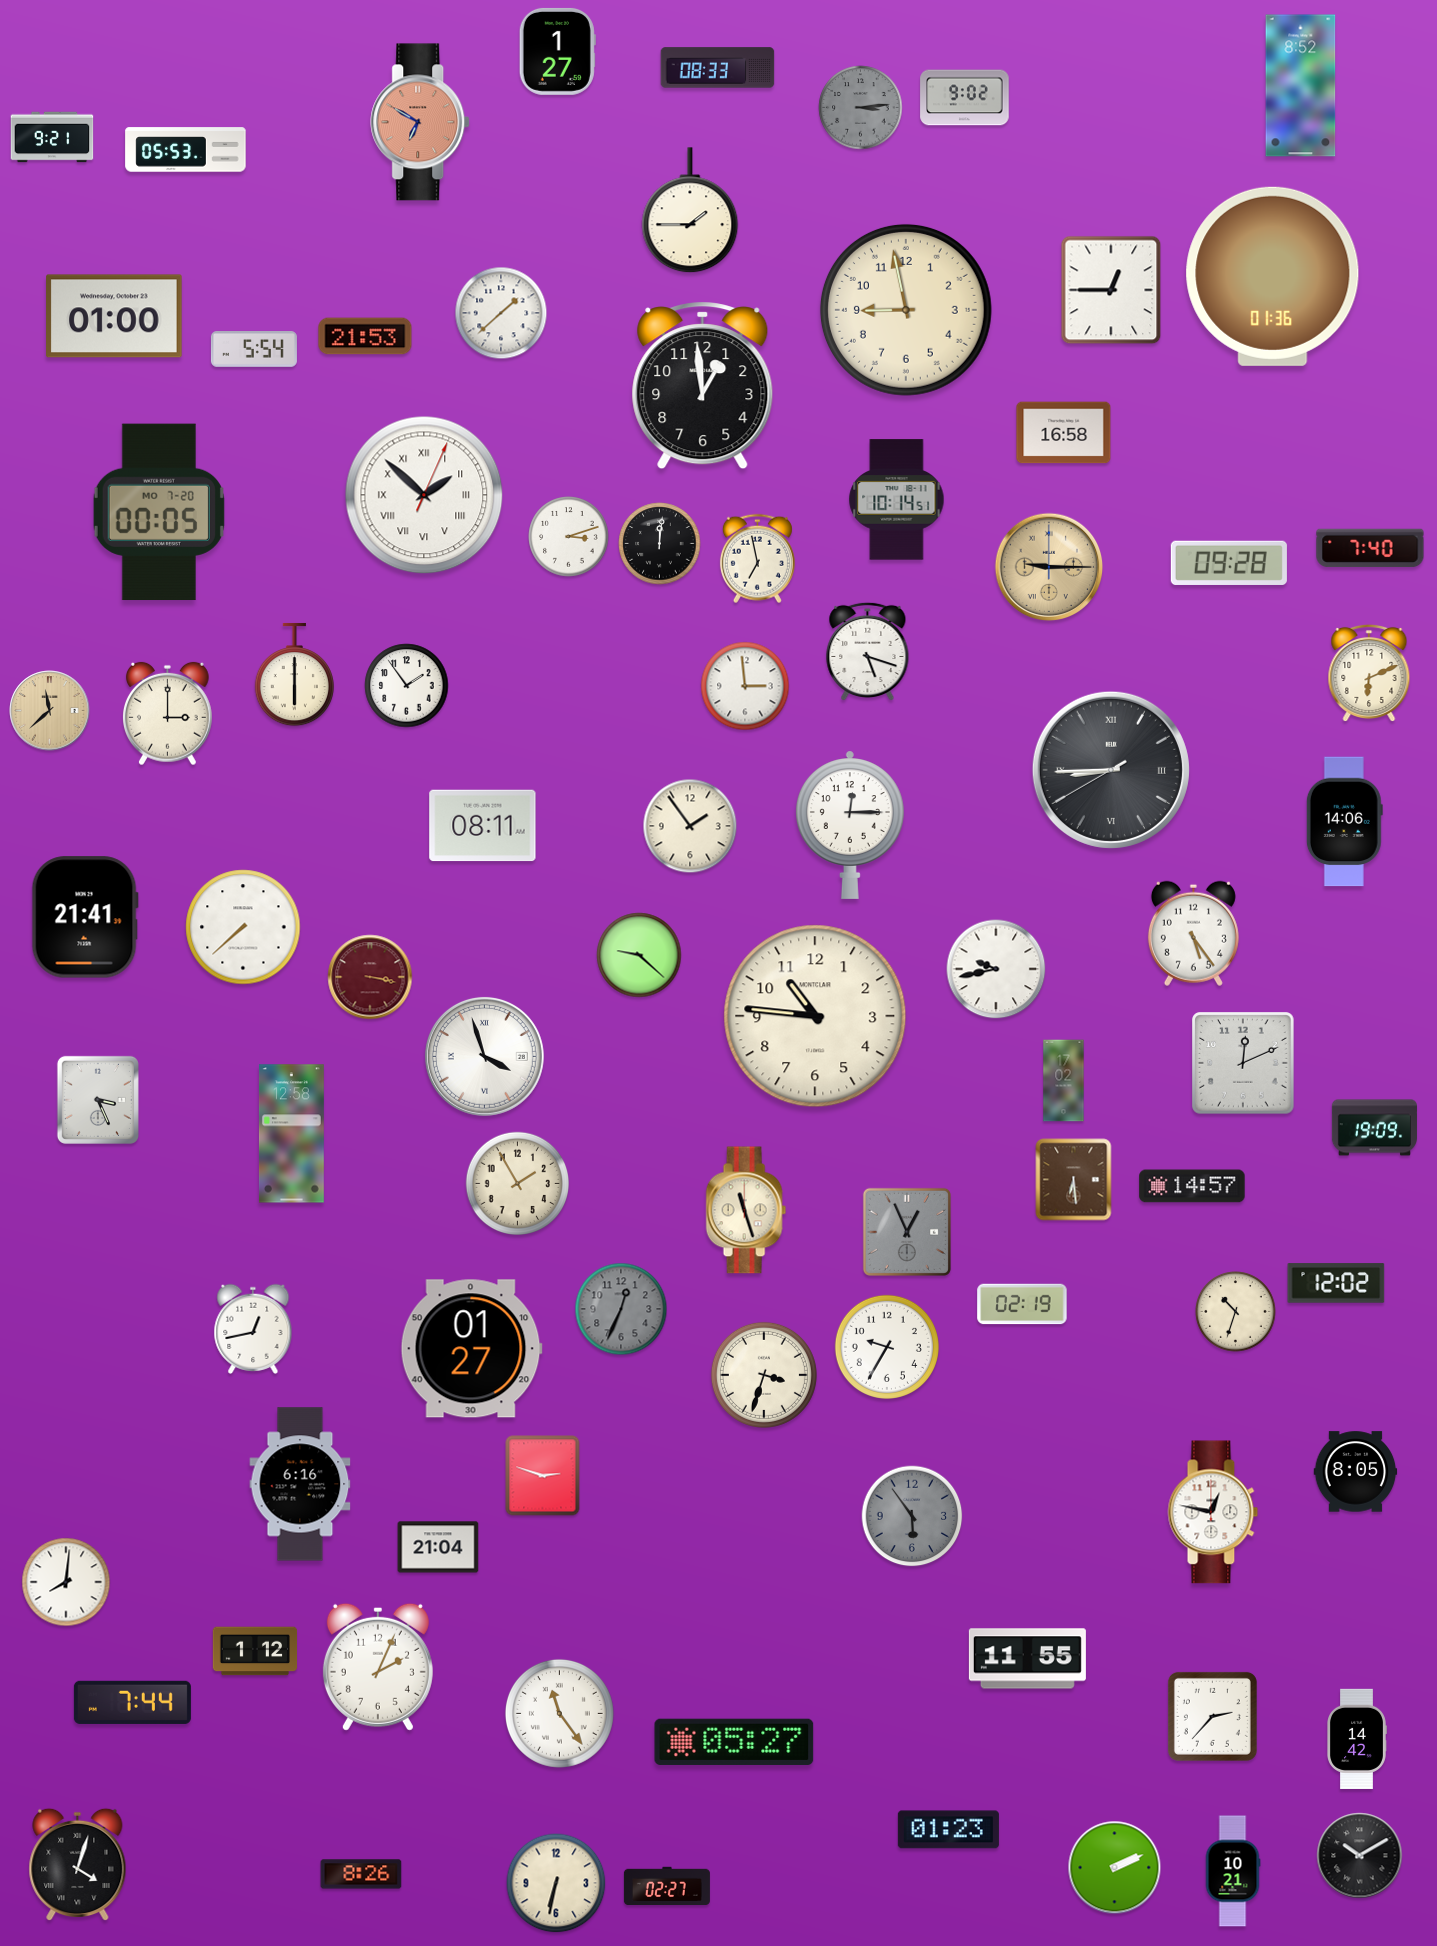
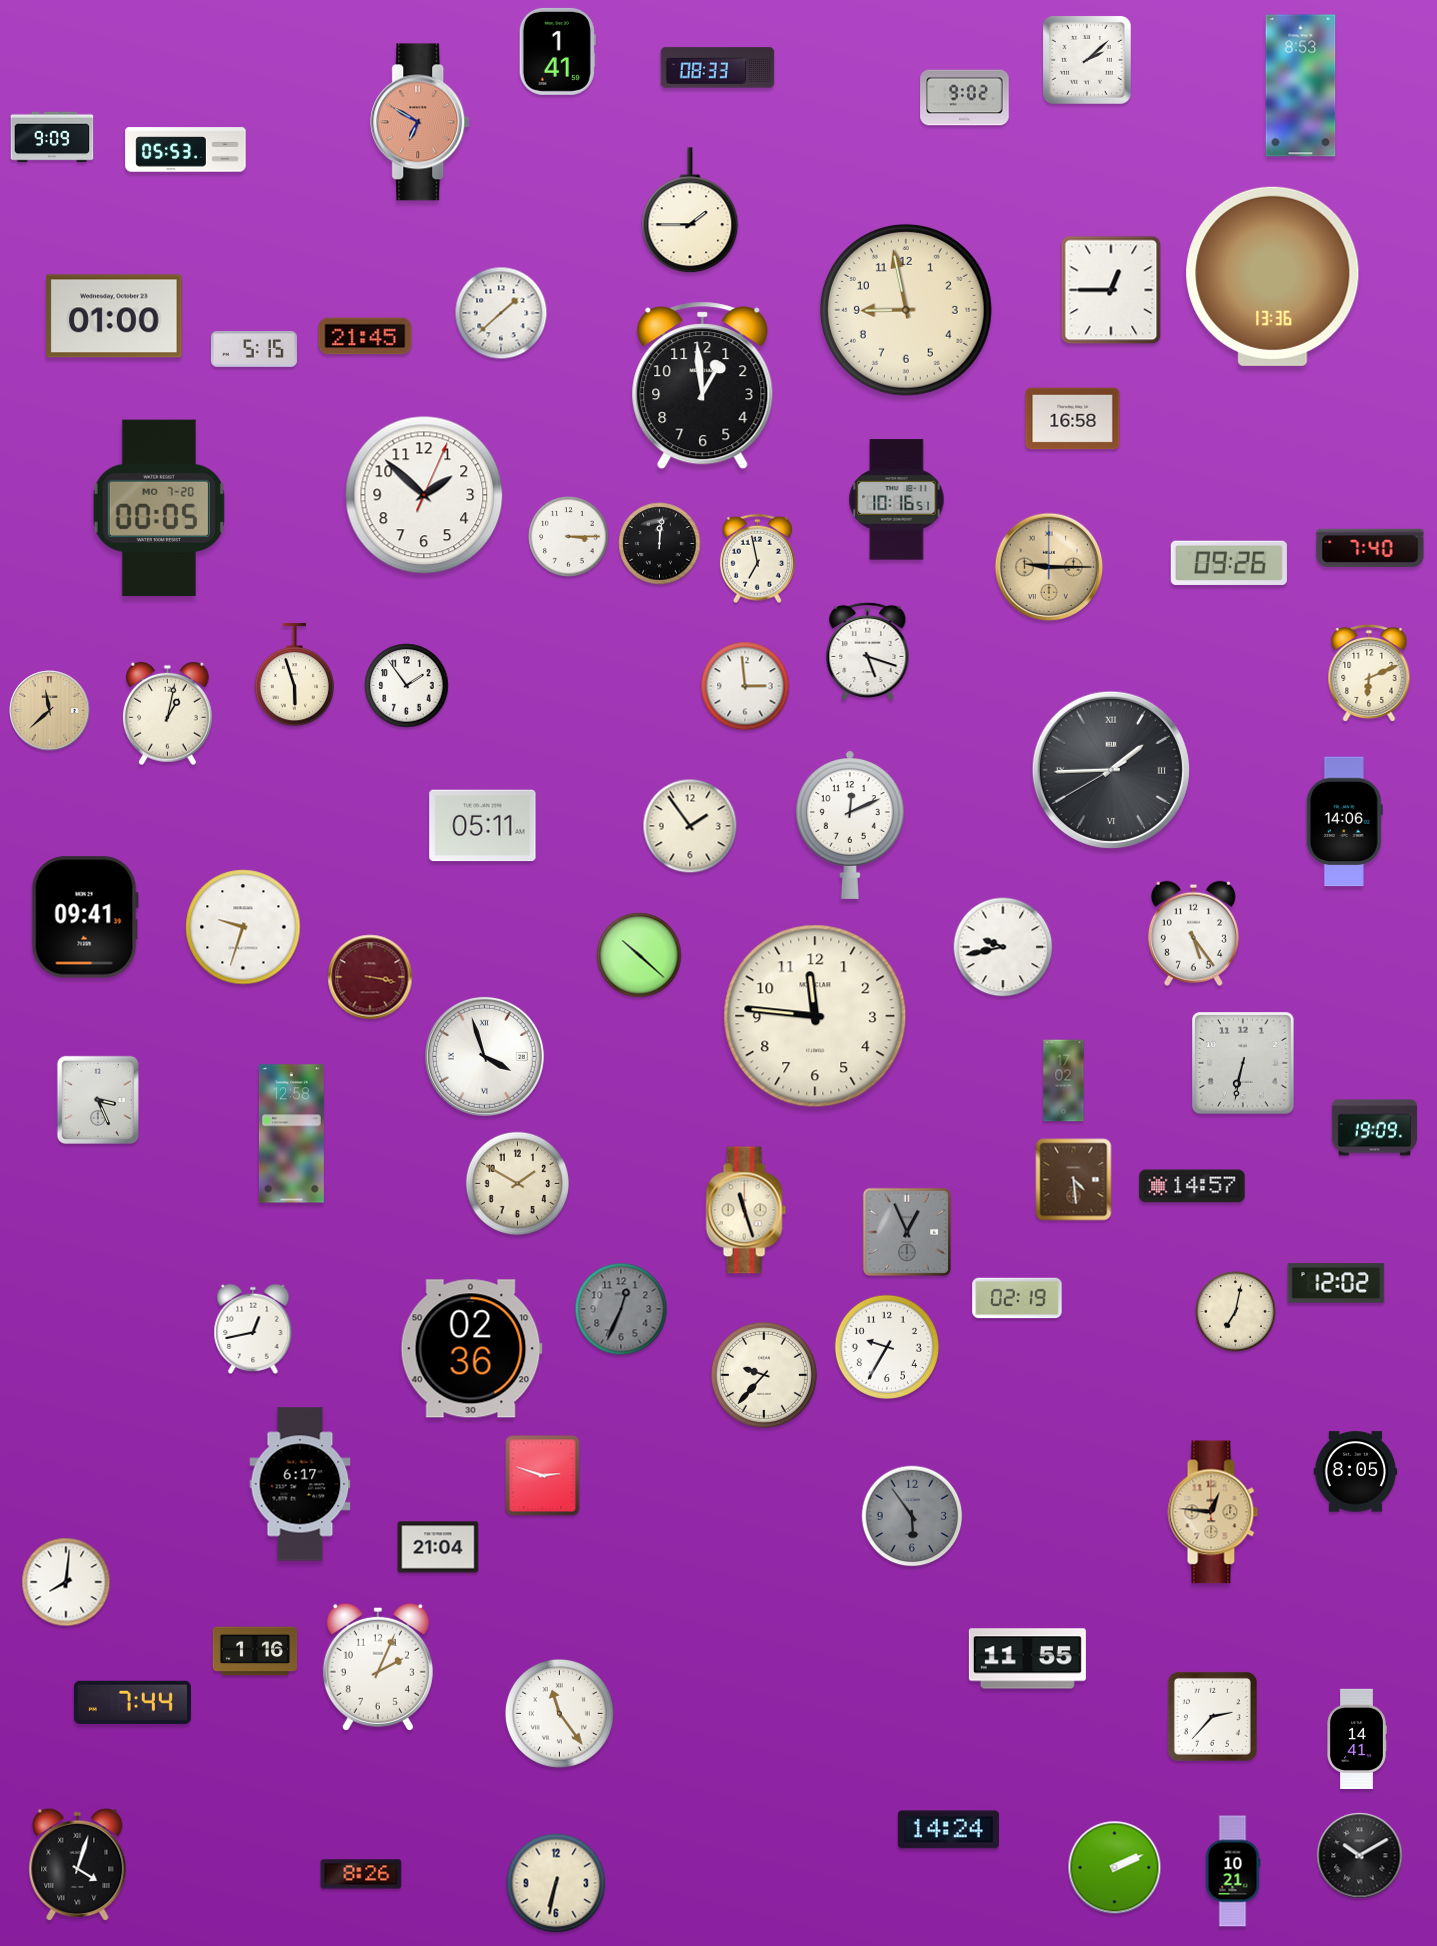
clock at (557, 51): 1:27 -> 1:41
clock at (1087, 60): none -> 2:08
clock at (1301, 86): 8:52 -> 8:53
clock at (861, 108): 3:14 -> none
clock at (52, 137): 9:21 -> 9:09
clock at (1273, 276): 01:36 -> 13:36
clock at (365, 336): 21:53 -> 21:45
clock at (254, 350): 5:54 -> 5:15
clock at (1064, 433) position: (1064, 433) -> (1073, 419)
clock at (424, 495) numerals: Roman -> Arabic
clock at (897, 500): 10:14 -> 10:16
clock at (159, 512) position: (159, 512) -> (159, 508)
clock at (569, 537): 3:12 -> 3:15
clock at (1229, 563): 09:28 -> 09:26
clock at (294, 675): 6:00 -> 5:57
clock at (168, 714): 3:00 -> 1:02
clock at (1111, 770): 8:44 -> 1:44
clock at (850, 825): 12:15 -> 12:11
clock at (483, 826): 08:11 -> 05:11
clock at (85, 917): 21:41 -> 09:41
clock at (243, 927): 7:38 -> 9:33
clock at (639, 955): 9:22 -> 10:22
clock at (996, 969) position: (996, 969) -> (1003, 947)
clock at (815, 1016): 10:46 -> 11:46
clock at (1243, 1063): 12:11 -> 6:32
clock at (1074, 1180): 6:29 -> 4:29
clock at (517, 1183): 1:55 -> 1:50
clock at (1022, 1304) position: (1022, 1304) -> (1017, 1298)
clock at (1236, 1312): 10:33 -> 7:02
clock at (471, 1349): 01:27 -> 02:36
clock at (764, 1375): 3:33 -> 9:37
clock at (300, 1484): 6:16 -> 6:17
clock at (1213, 1512): 12:47 -> 12:46
clock at (1213, 1512) dial: white -> champagne
clock at (255, 1651): 1:12 -> 1:16
clock at (1357, 1738): 14:42 -> 14:41
clock at (734, 1741): 05:27 -> none
clock at (948, 1830): 01:23 -> 14:24
clock at (667, 1886): 02:27 -> none
